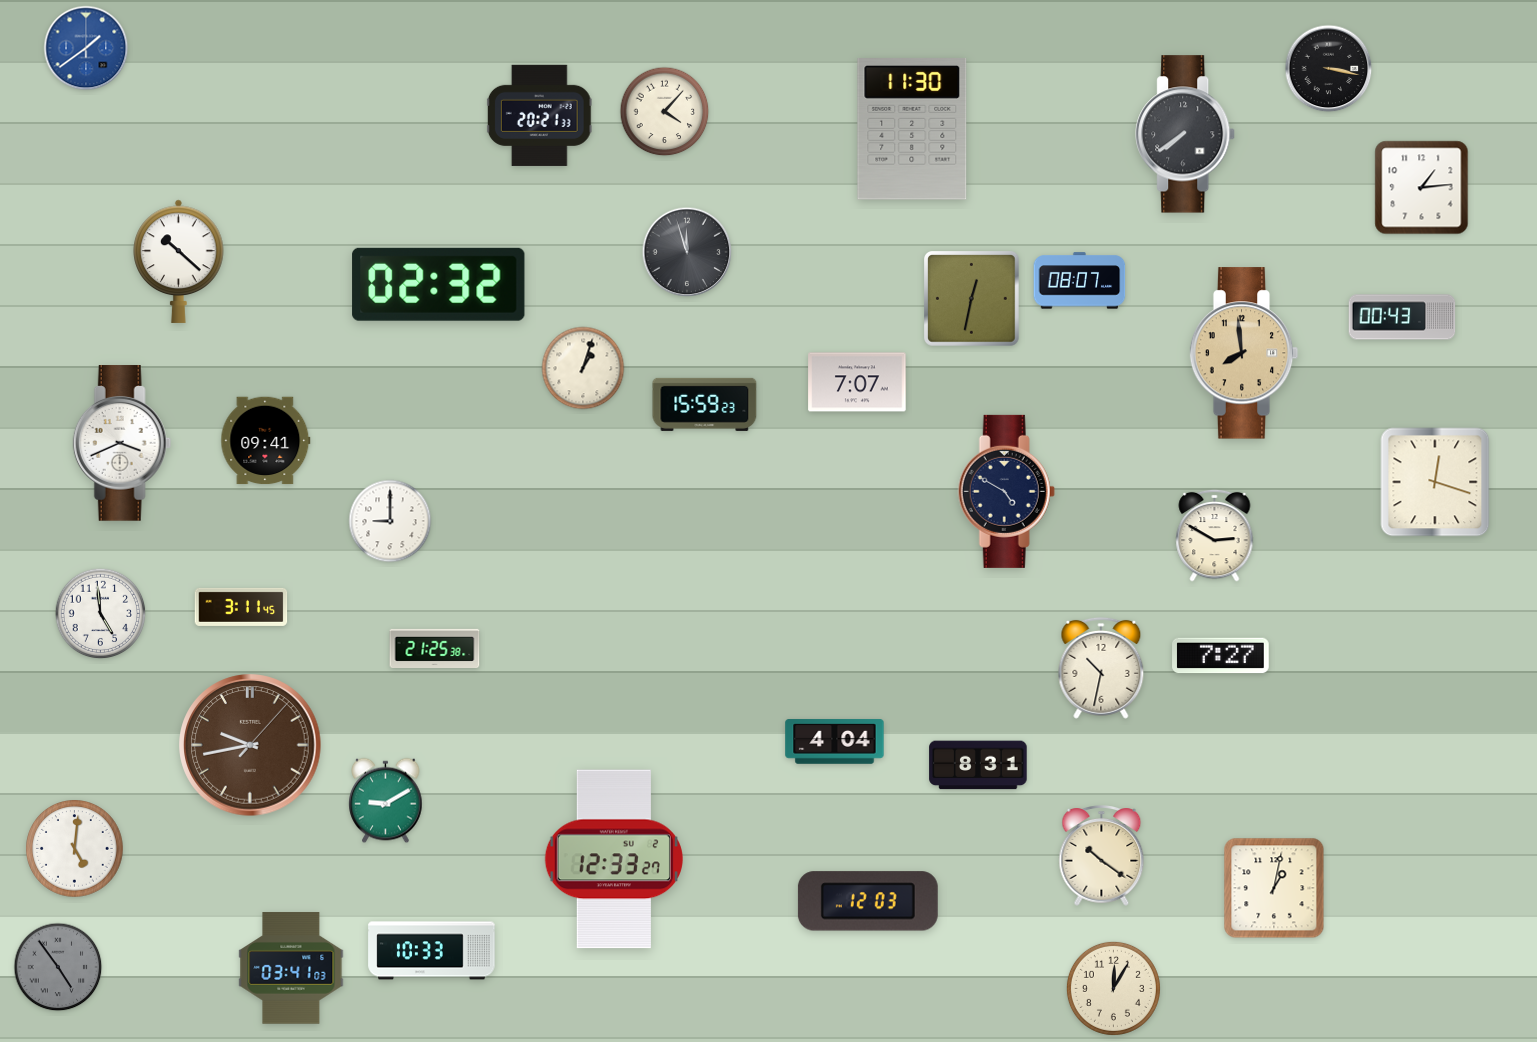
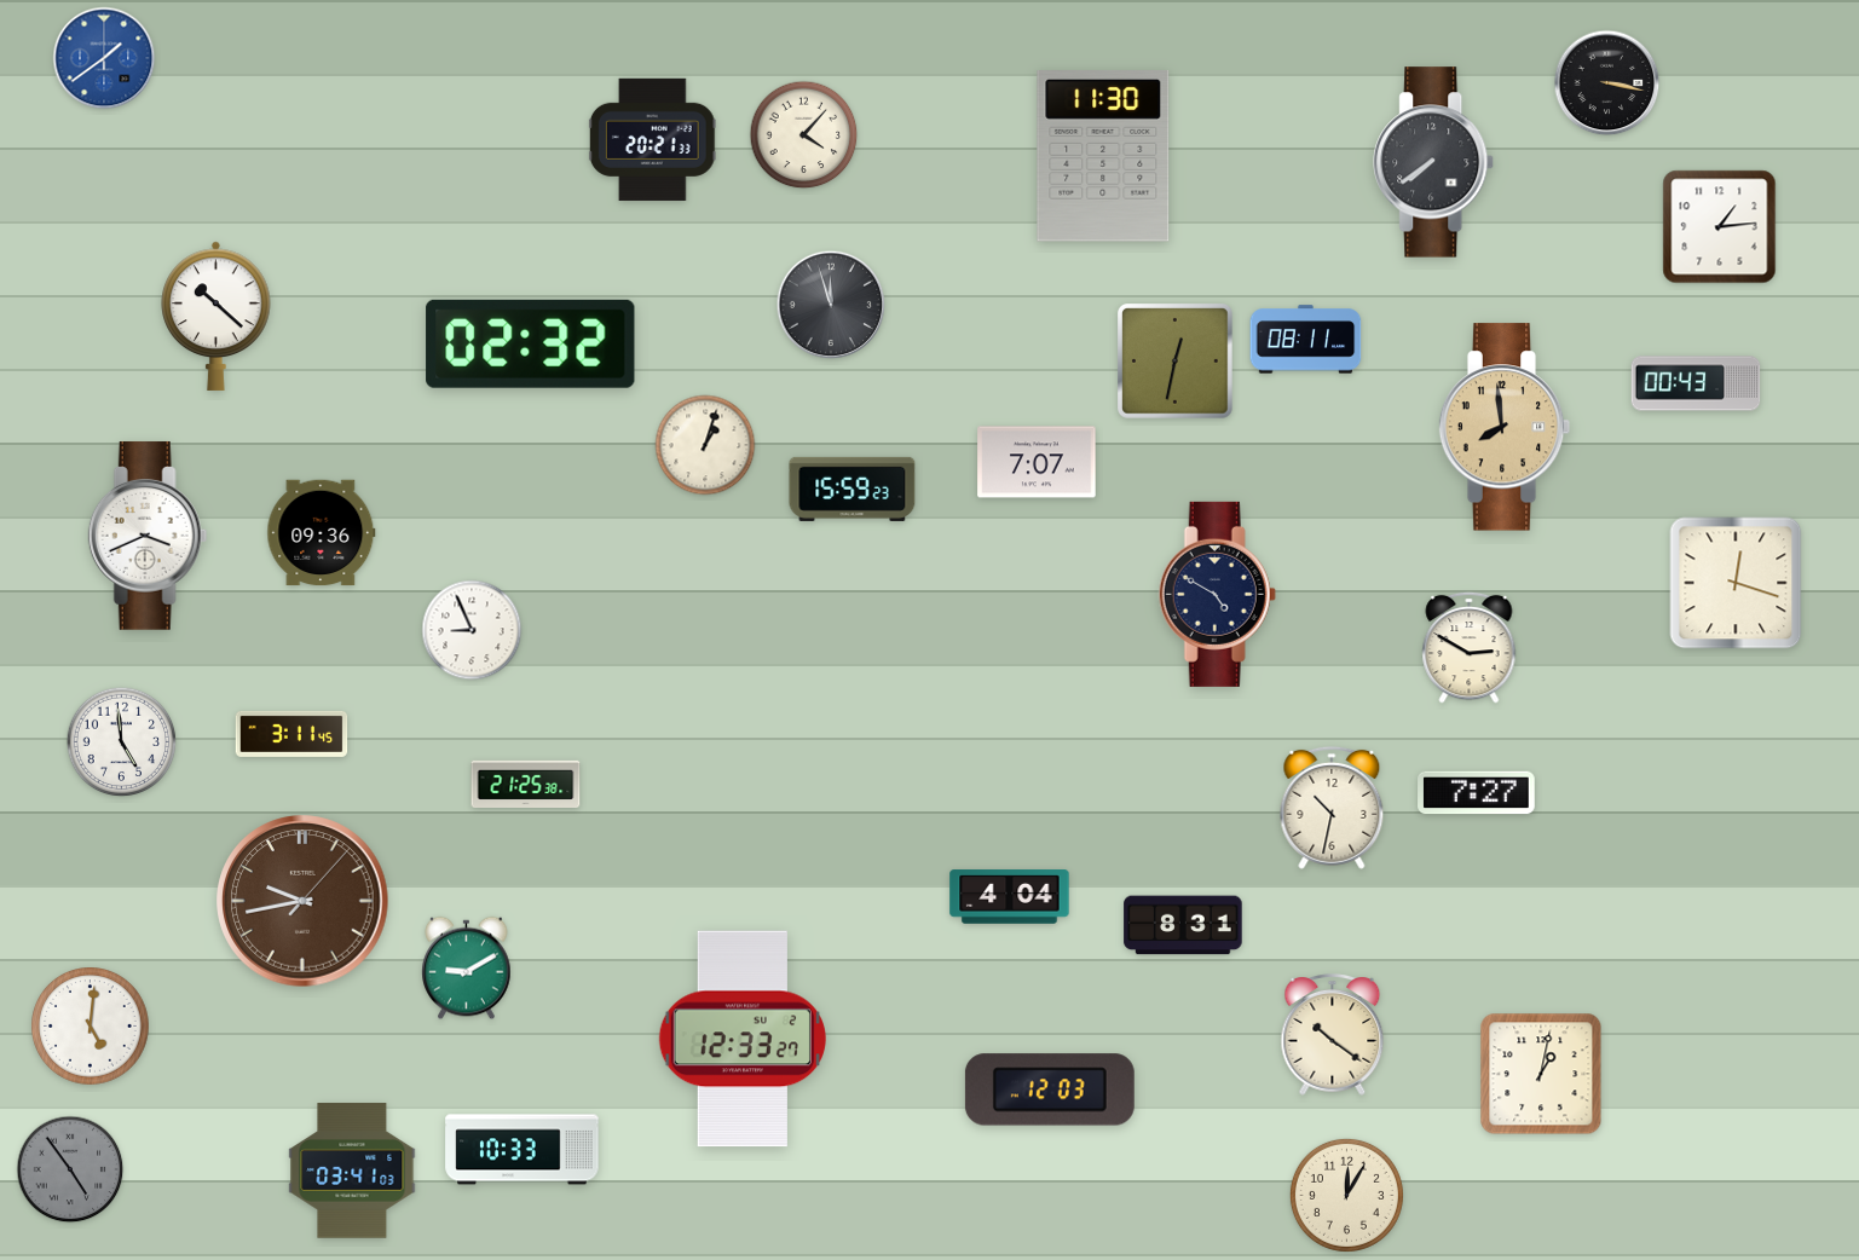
clock at (1080, 281): 08:07 -> 08:11
clock at (266, 441): 09:41 -> 09:36
clock at (390, 521): 9:00 -> 8:56
